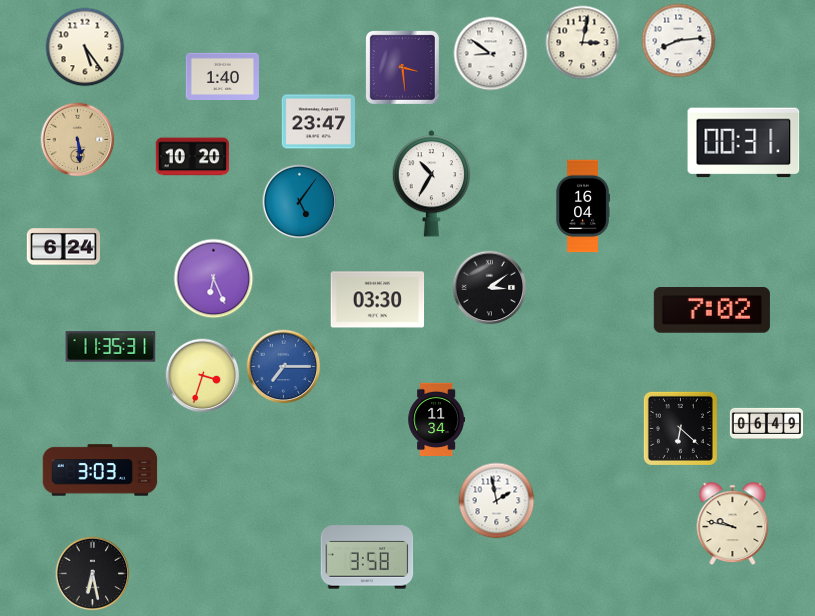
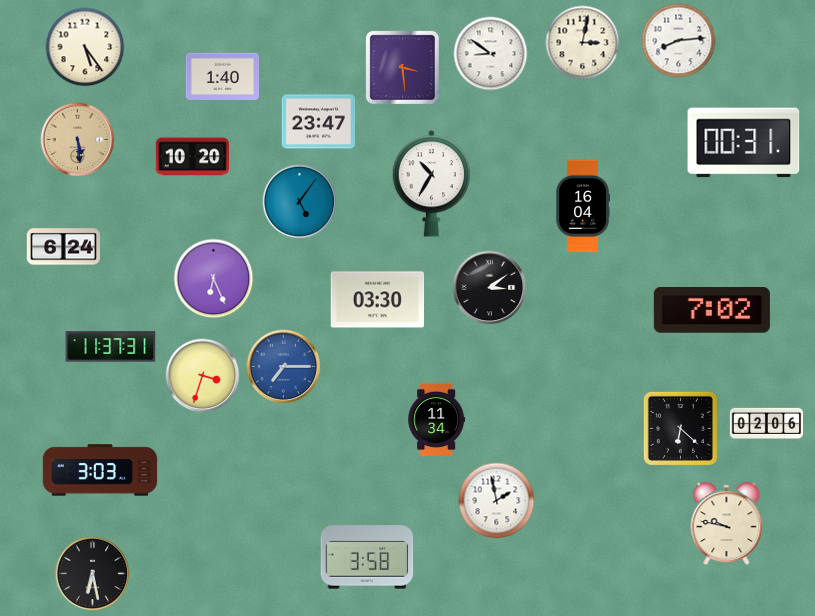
clock at (111, 347): 11:35 -> 11:37
clock at (767, 423): 06:49 -> 02:06
clock at (733, 524) position: (733, 524) -> (727, 524)
